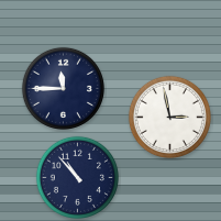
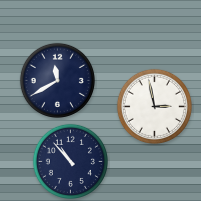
clock at (63, 88): 11:45 -> 11:40
